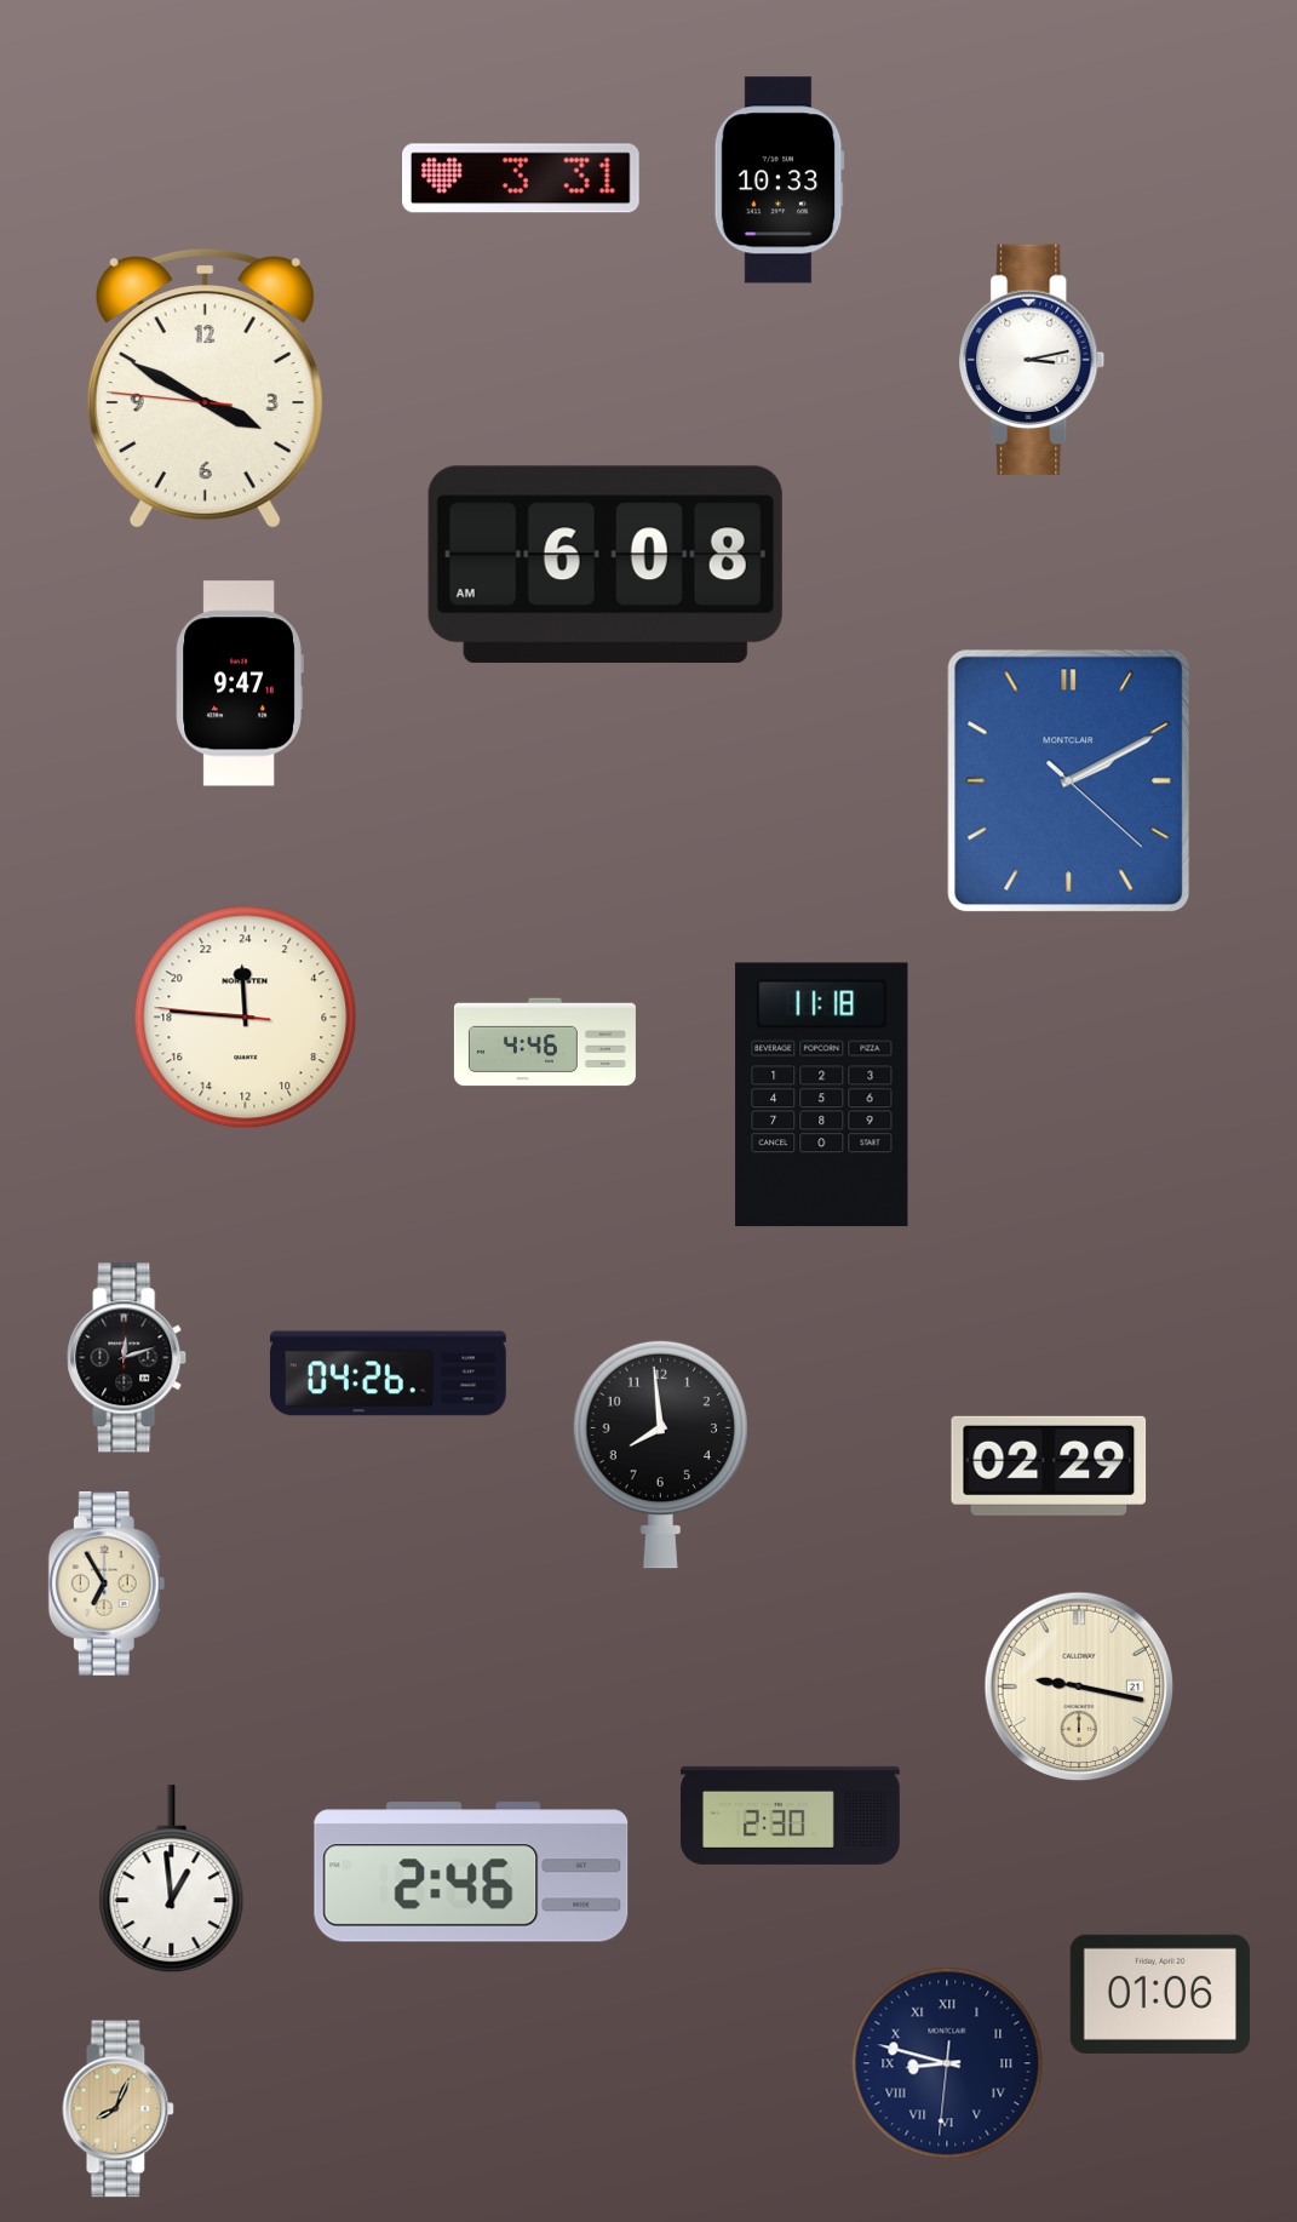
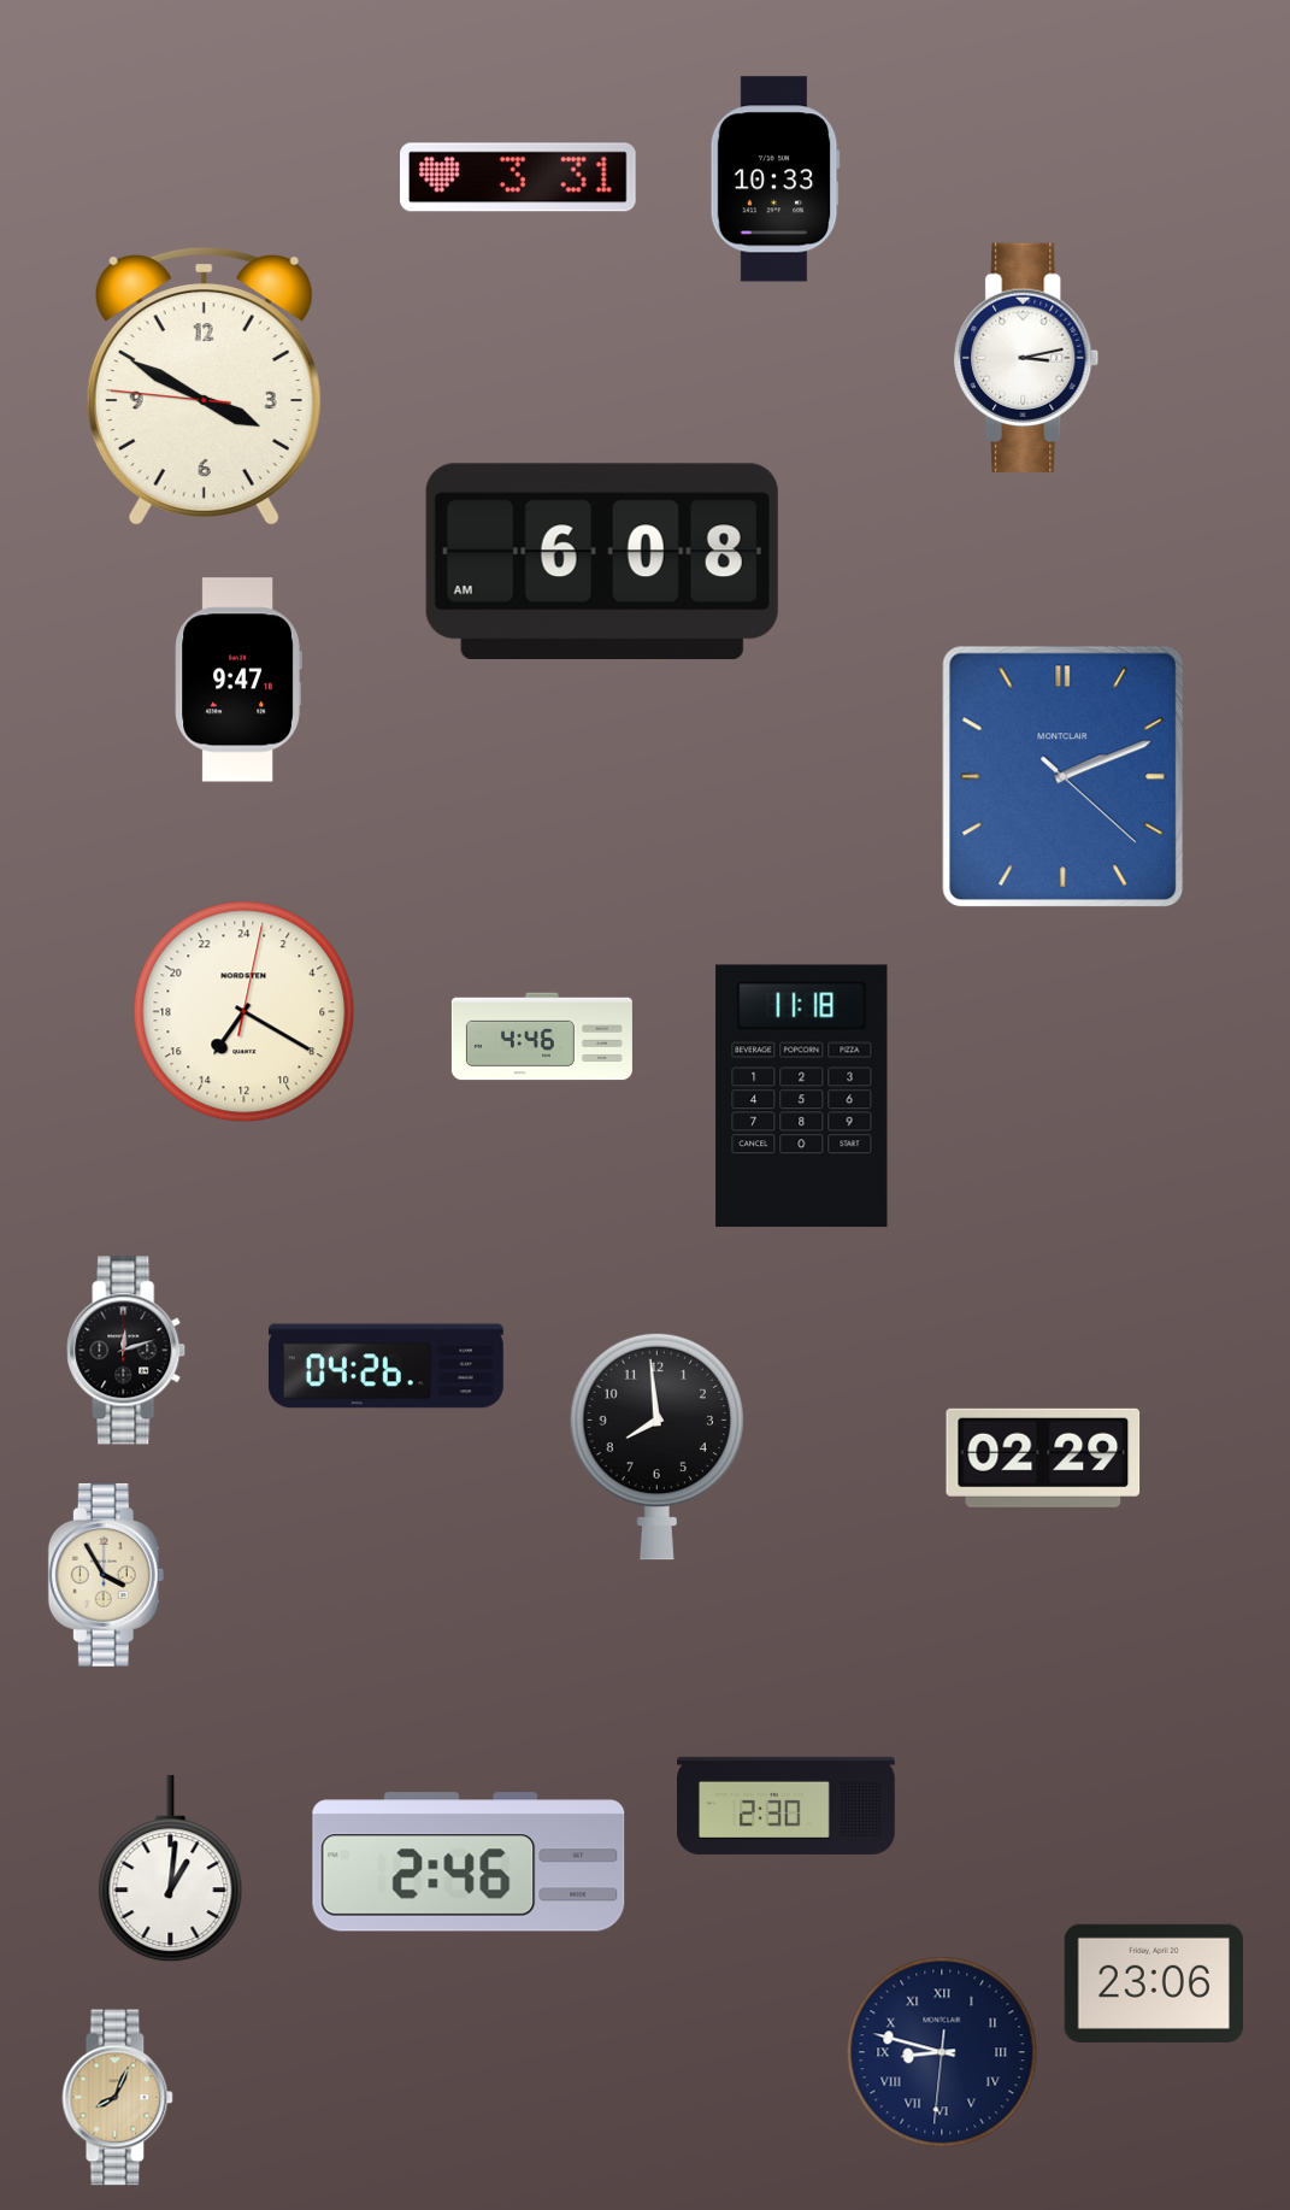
clock at (1069, 781): 2:10 -> 2:11
clock at (246, 1018): 23:45 -> 14:20
clock at (822, 1095) position: (822, 1095) -> (802, 1097)
clock at (107, 1584): 6:55 -> 3:55
clock at (1079, 1686): 9:17 -> none
clock at (172, 1879): 12:59 -> 1:01
clock at (1159, 1994): 01:06 -> 23:06
